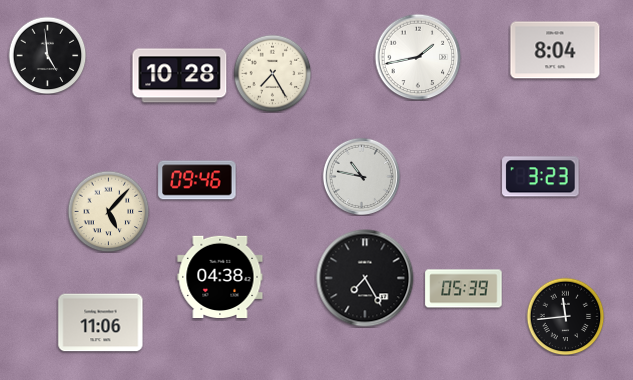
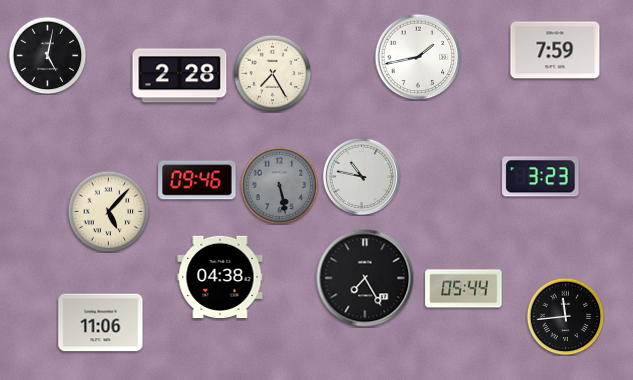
clock at (555, 50): 8:04 -> 7:59
clock at (47, 55): 4:59 -> 5:02
clock at (180, 76): 10:28 -> 2:28
clock at (279, 185): none -> 5:28
clock at (464, 289): 05:39 -> 05:44
